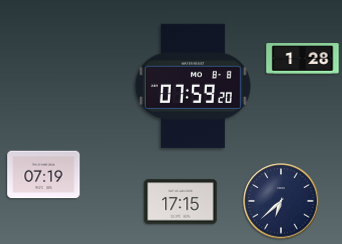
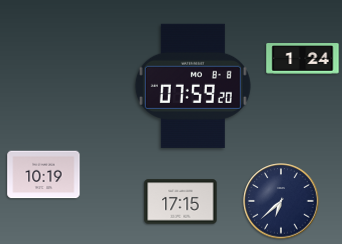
clock at (303, 59): 1:28 -> 1:24
clock at (44, 175): 07:19 -> 10:19
